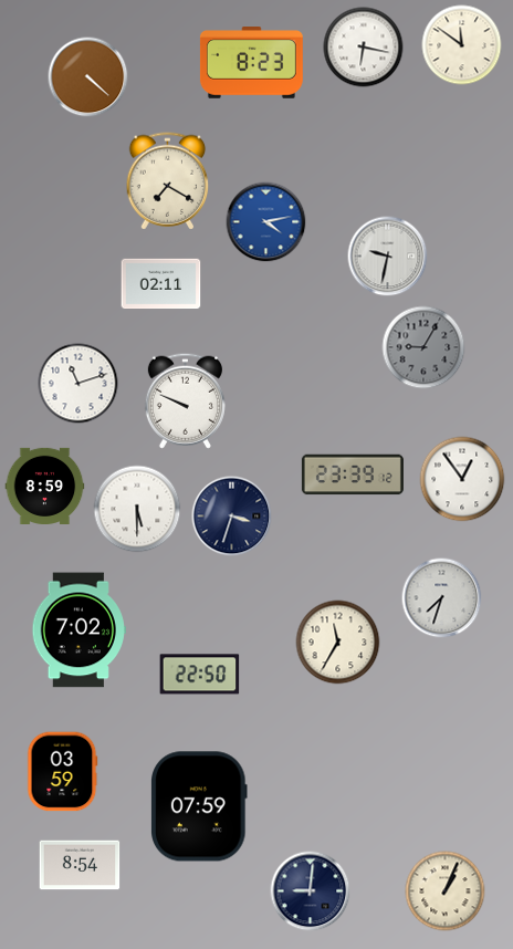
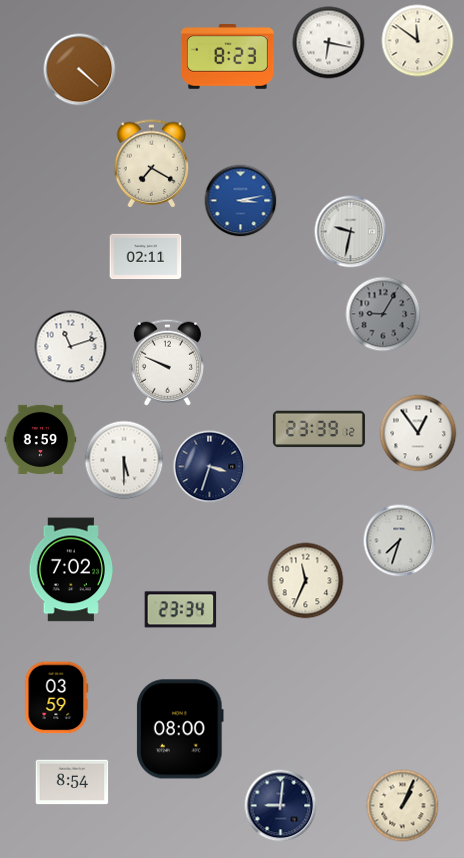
clock at (266, 222): 4:13 -> 3:13
clock at (338, 643): 11:35 -> 11:34
clock at (200, 675): 22:50 -> 23:34
clock at (200, 806): 07:59 -> 08:00
